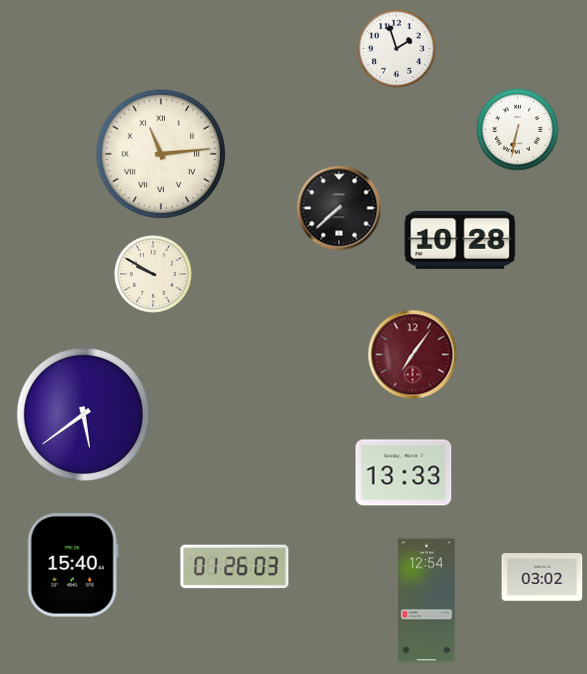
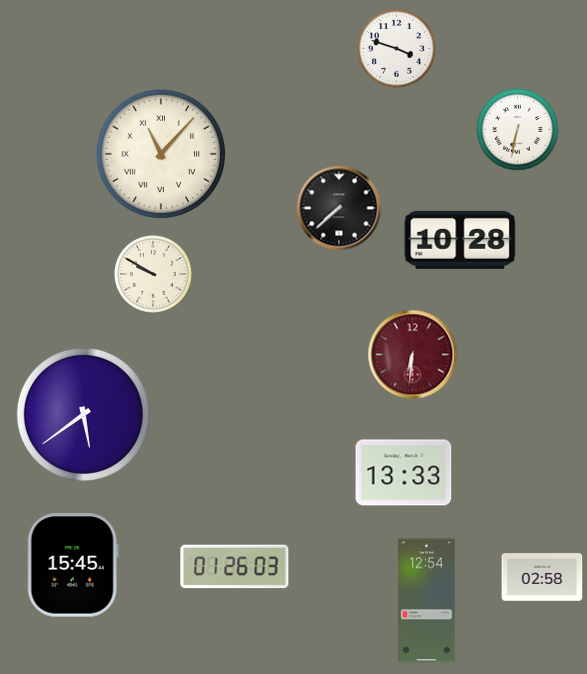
clock at (397, 49): 1:57 -> 3:48
clock at (161, 154): 11:14 -> 11:07
clock at (413, 355): 7:06 -> 6:31
clock at (73, 565): 15:40 -> 15:45
clock at (542, 577): 03:02 -> 02:58
